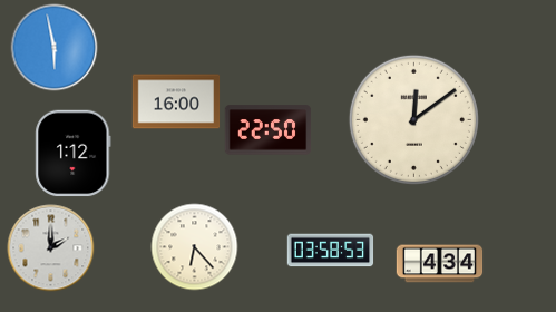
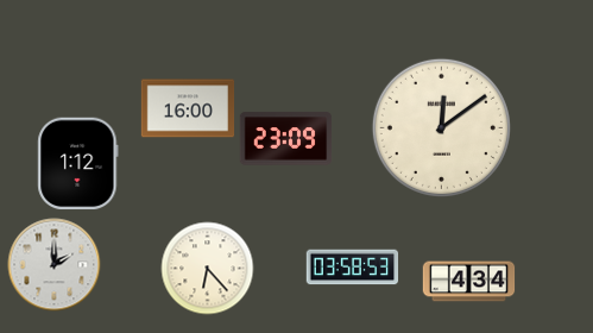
clock at (53, 47): 5:58 -> none
clock at (267, 130): 22:50 -> 23:09
clock at (194, 246) position: (194, 246) -> (207, 268)
